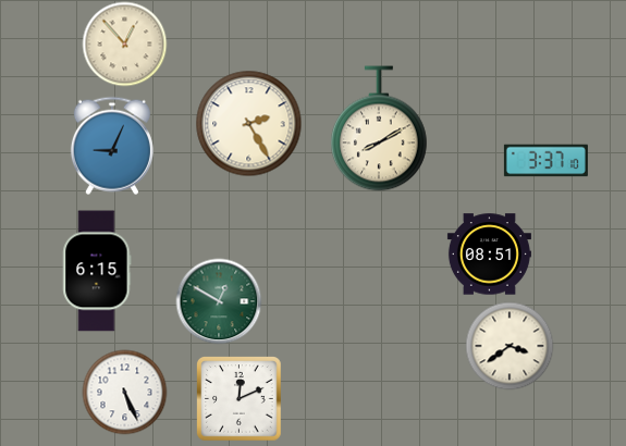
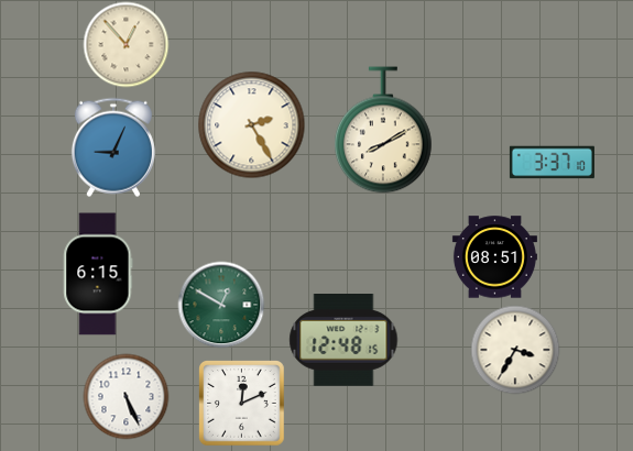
clock at (343, 341): none -> 12:48
clock at (510, 346): 3:39 -> 3:35
